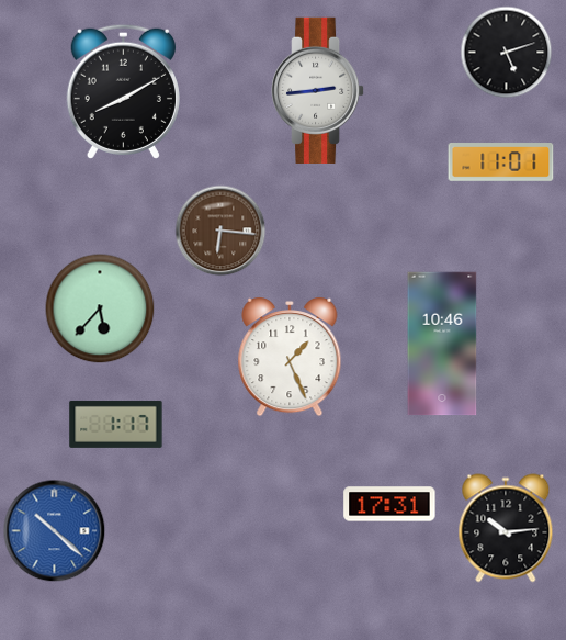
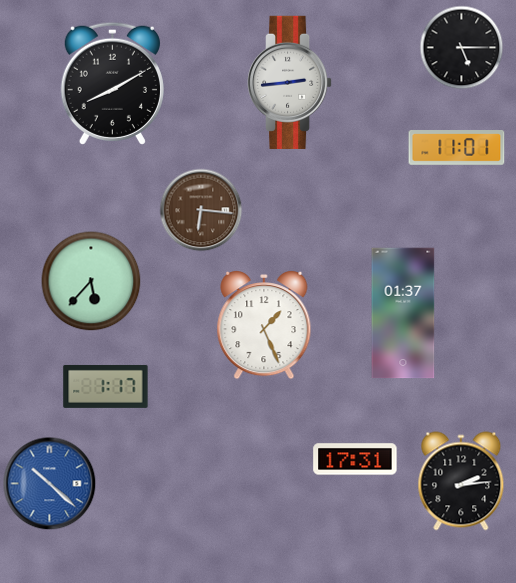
clock at (507, 53): 5:12 -> 5:15
clock at (442, 344): 10:46 -> 01:37
clock at (506, 528): 10:14 -> 2:14
